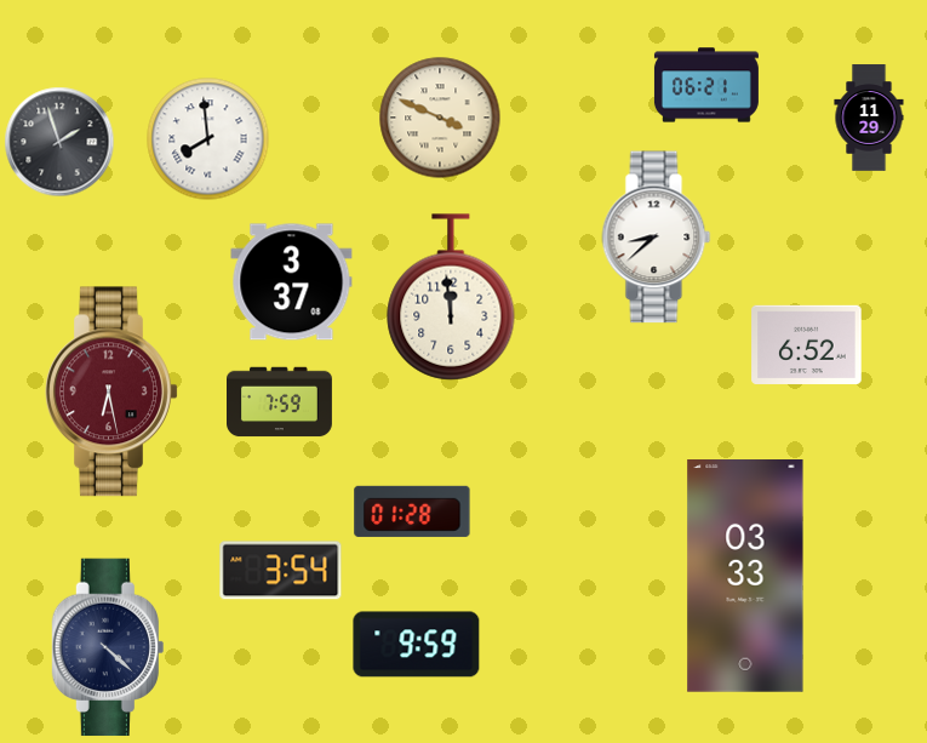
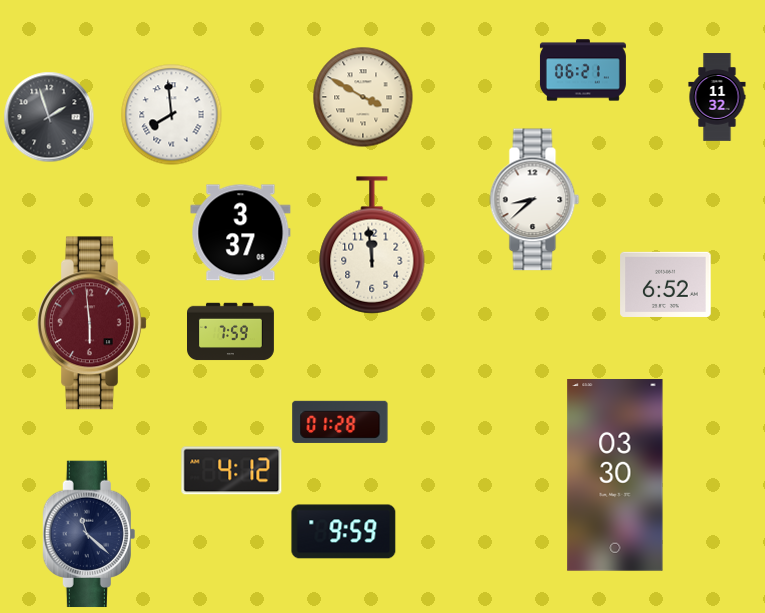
clock at (440, 118): 3:49 -> 3:50
clock at (869, 118): 11:29 -> 11:32
clock at (657, 238) position: (657, 238) -> (535, 200)
clock at (111, 391): 6:28 -> 5:59
clock at (281, 571): 3:54 -> 4:12
clock at (745, 577): 03:33 -> 03:30
clock at (108, 647): 4:22 -> 11:22
